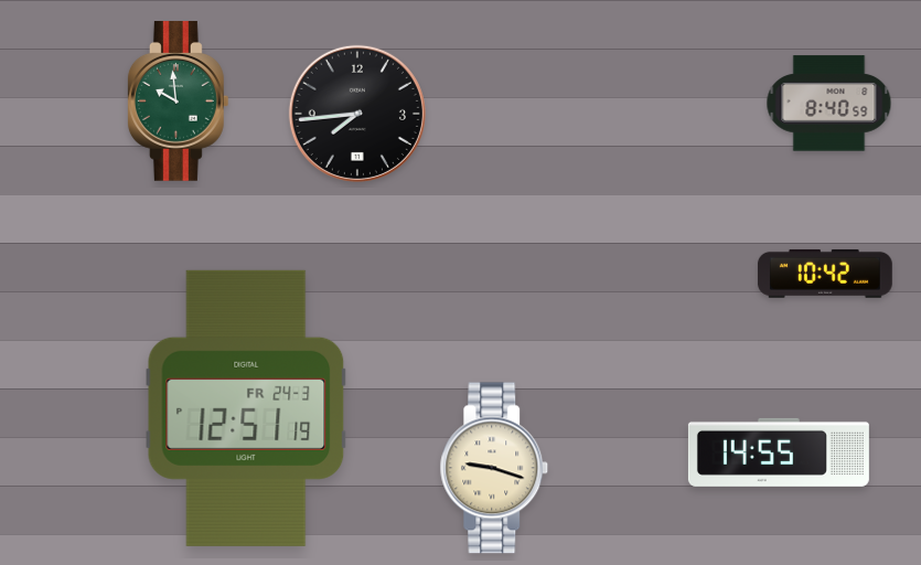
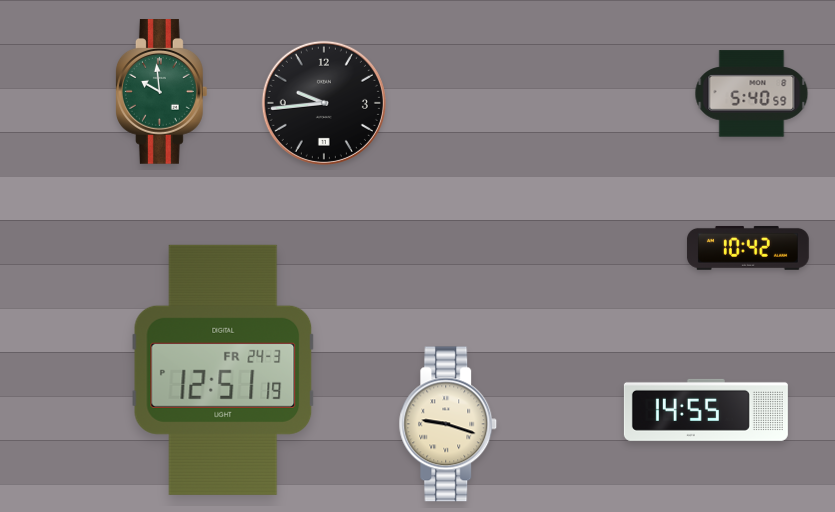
clock at (829, 104): 8:40 -> 5:40
clock at (357, 114): 7:44 -> 9:44
